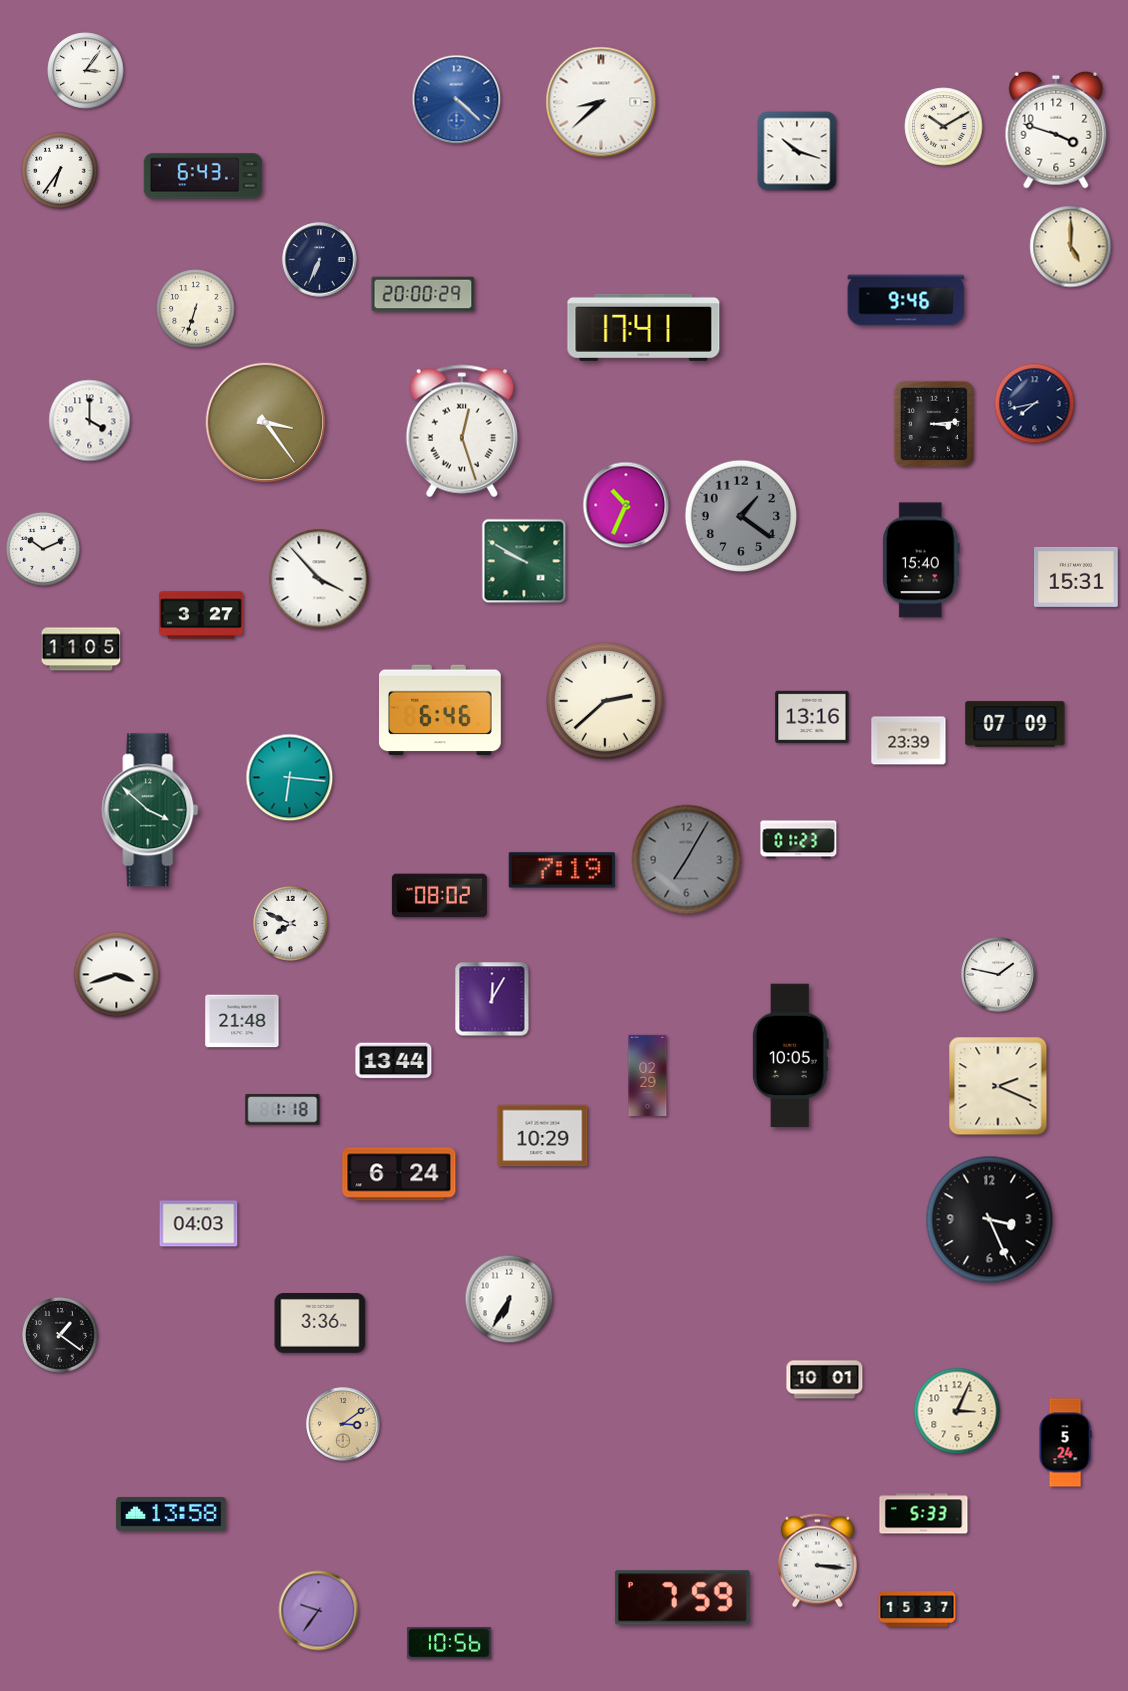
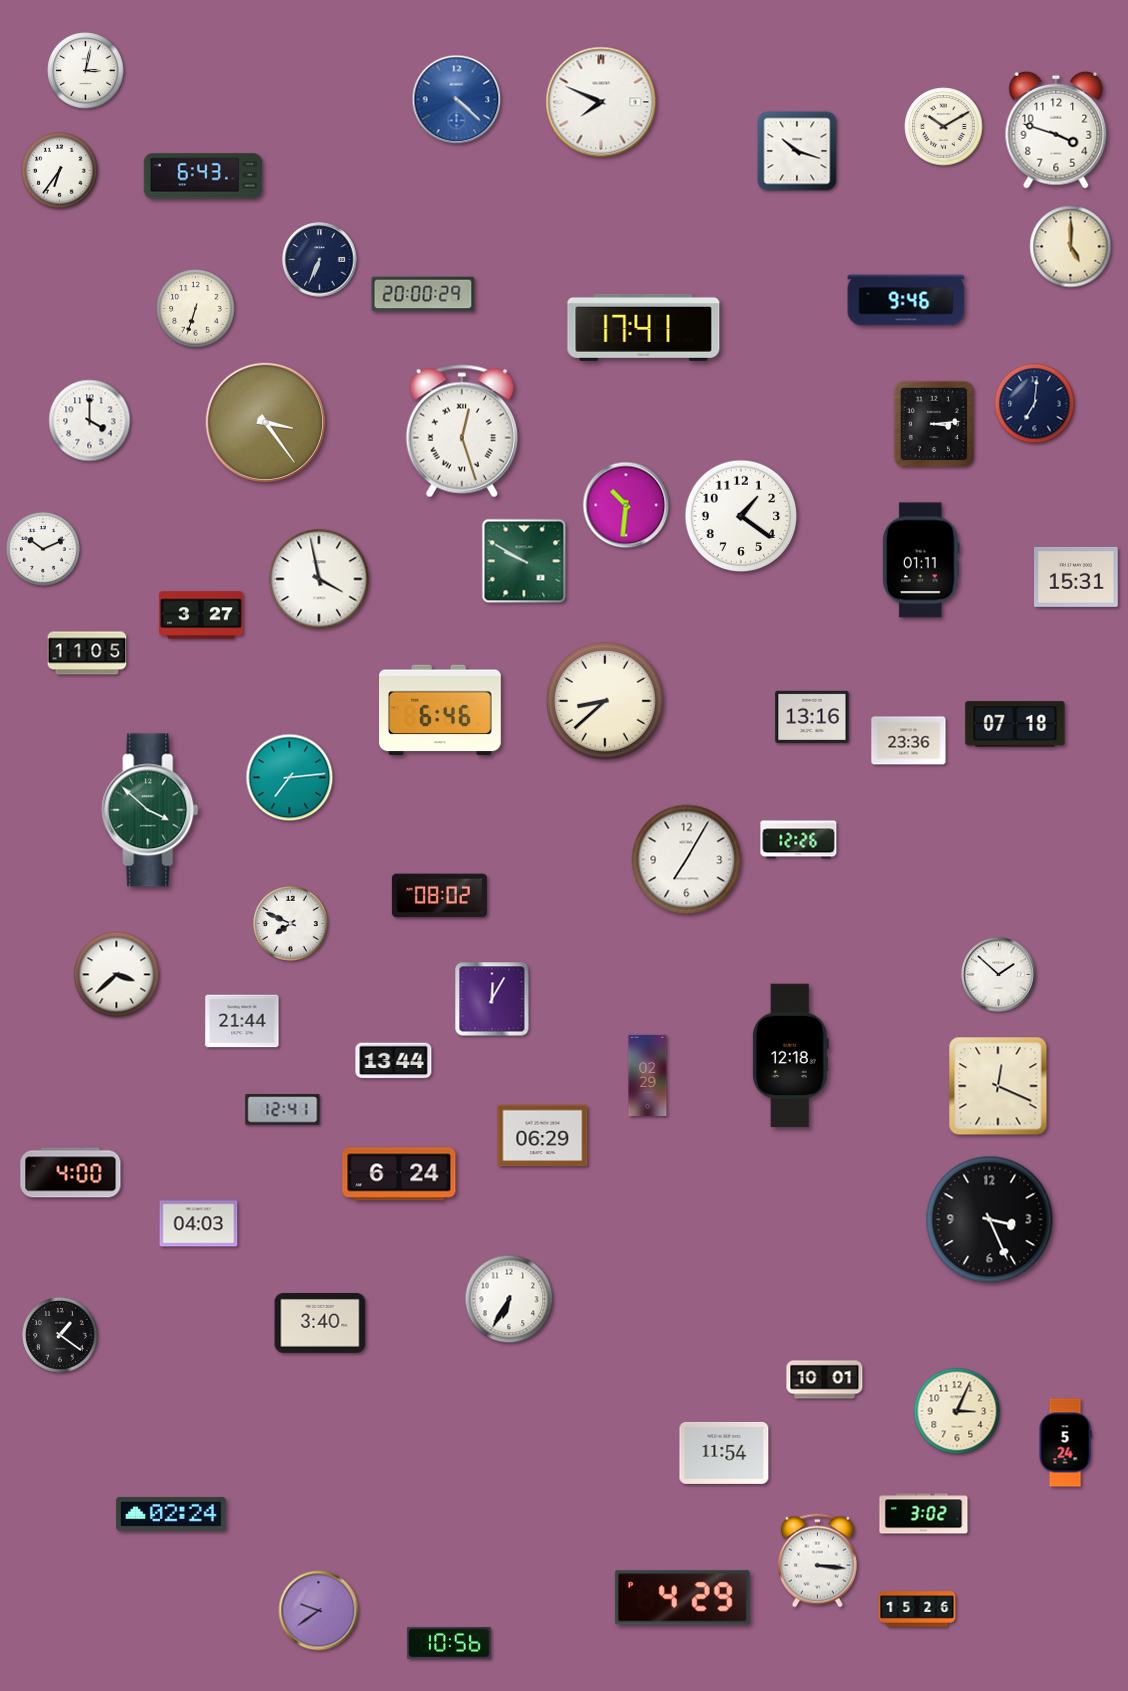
clock at (86, 71): 3:06 -> 3:02
clock at (601, 102): 8:38 -> 7:49
clock at (1035, 404): 7:43 -> 7:01
clock at (626, 505): 10:34 -> 10:31
clock at (741, 516) dial: grey -> white
clock at (921, 560): 15:40 -> 01:11
clock at (319, 579): 3:53 -> 3:58
clock at (81, 649) position: (81, 649) -> (87, 653)
clock at (605, 701): 2:38 -> 8:38
clock at (1015, 724): 07:09 -> 07:18
clock at (909, 741): 23:39 -> 23:36
clock at (290, 778): 6:16 -> 7:14
clock at (799, 840): 01:23 -> 12:26
clock at (687, 860) dial: grey -> white
clock at (562, 870): 7:19 -> none
clock at (117, 975): 3:42 -> 3:38
clock at (999, 975): 1:47 -> 1:52
clock at (242, 1021): 21:48 -> 21:44
clock at (790, 1056): 10:05 -> 12:18
clock at (998, 1086): 2:19 -> 12:19
clock at (283, 1110): 1:18 -> 12:41
clock at (543, 1136): 10:29 -> 06:29
clock at (71, 1173): none -> 4:00
clock at (320, 1324): 3:36 -> 3:40
clock at (343, 1424): 3:09 -> none
clock at (724, 1453): none -> 11:54
clock at (171, 1514): 13:58 -> 02:24
clock at (924, 1514): 5:33 -> 3:02
clock at (682, 1598): 7:59 -> 4:29
clock at (917, 1609): 15:37 -> 15:26
clock at (319, 1611): 9:36 -> 9:39
